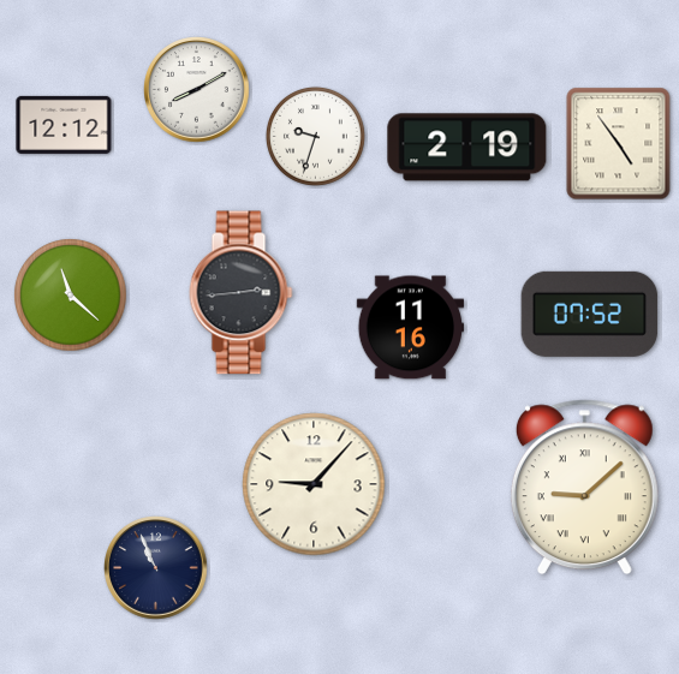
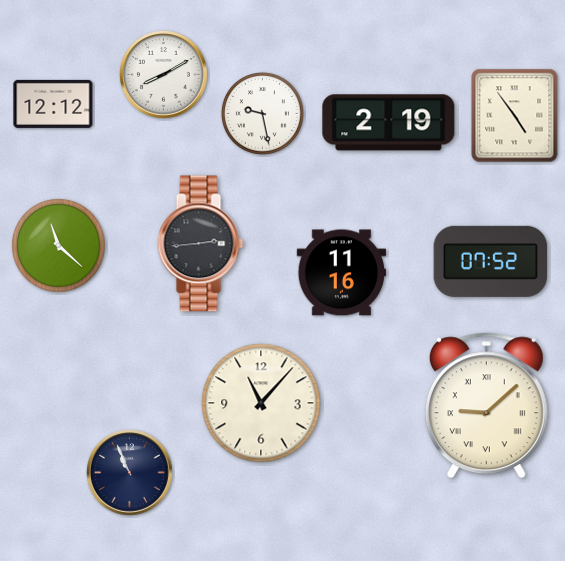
clock at (315, 136): 9:33 -> 9:28
clock at (619, 144) position: (619, 144) -> (515, 116)
clock at (314, 484): 9:07 -> 11:07
